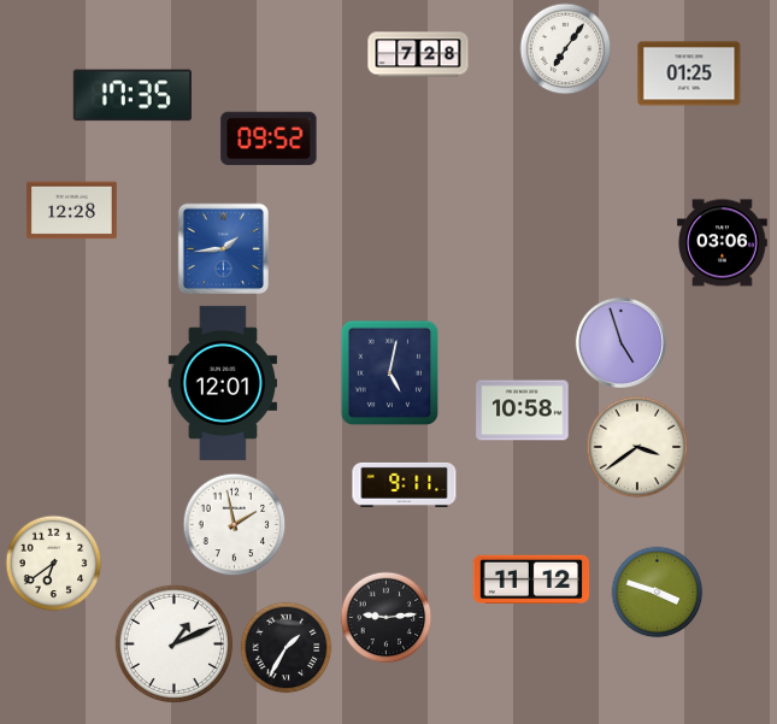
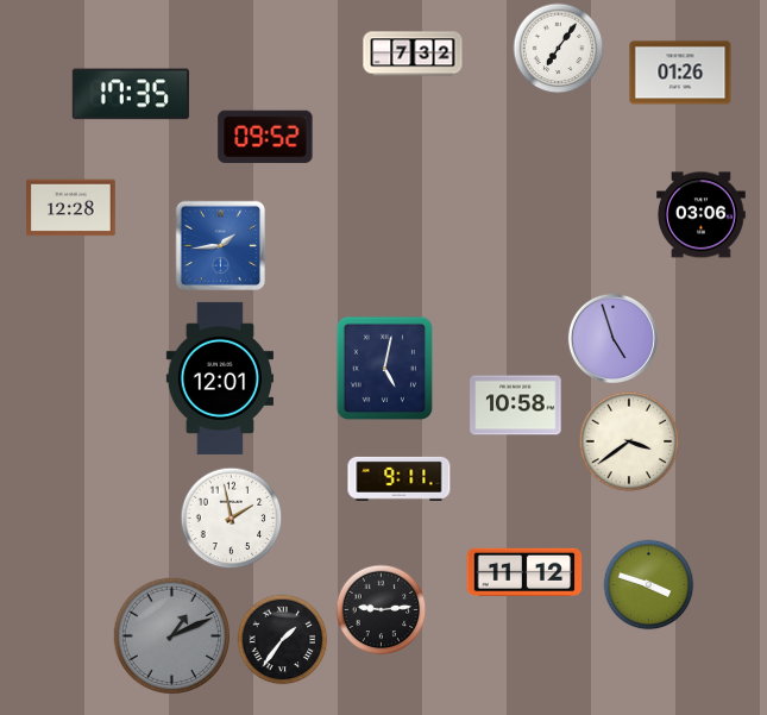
clock at (418, 54): 7:28 -> 7:32
clock at (689, 73): 01:25 -> 01:26
clock at (723, 243) position: (723, 243) -> (702, 215)
clock at (54, 564): 6:39 -> none
clock at (175, 644) dial: white -> grey
clock at (287, 648): 1:35 -> 1:36
